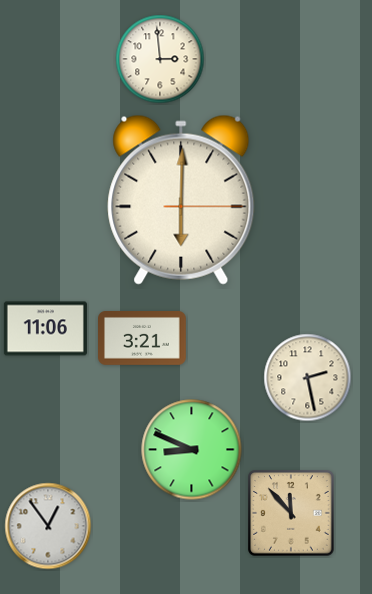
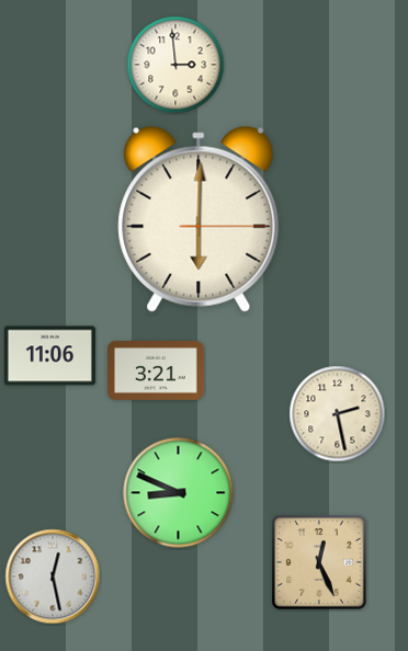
clock at (45, 329) position: (45, 329) -> (49, 356)
clock at (192, 450) position: (192, 450) -> (179, 493)
clock at (291, 513): 11:53 -> 12:26
clock at (48, 526): 12:54 -> 12:28
